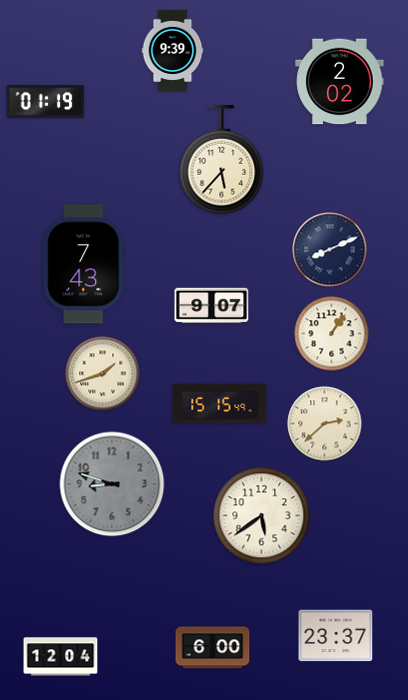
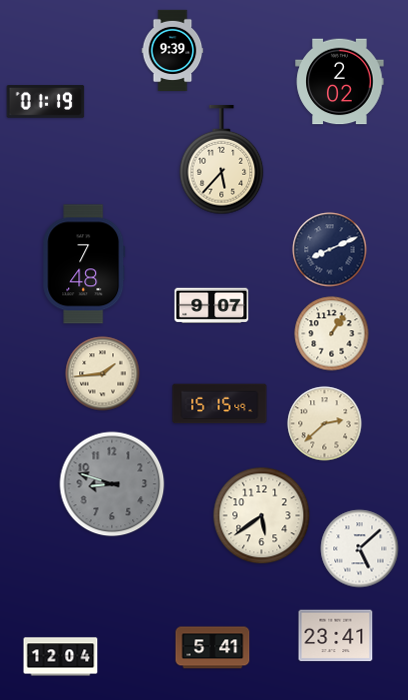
clock at (84, 264): 7:43 -> 7:48
clock at (103, 374): 1:42 -> 1:44
clock at (360, 549): none -> 5:08
clock at (336, 636): 23:37 -> 23:41
clock at (213, 648): 6:00 -> 5:41
